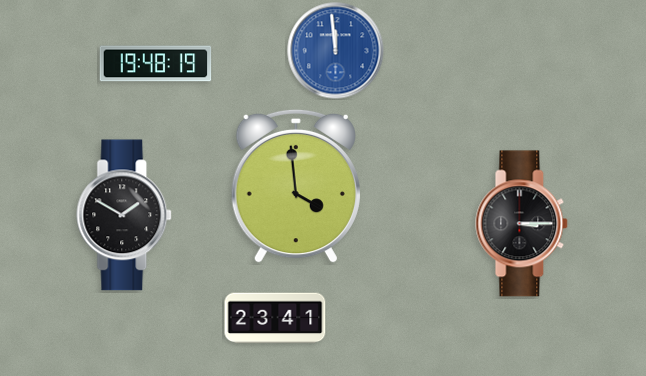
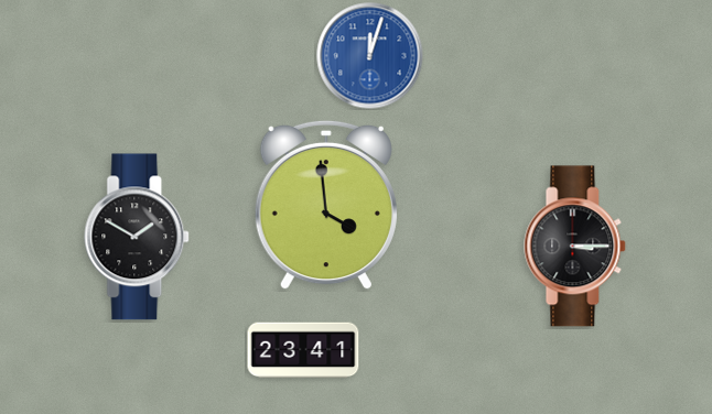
clock at (336, 51): 11:59 -> 12:03
clock at (156, 64): 19:48 -> none
